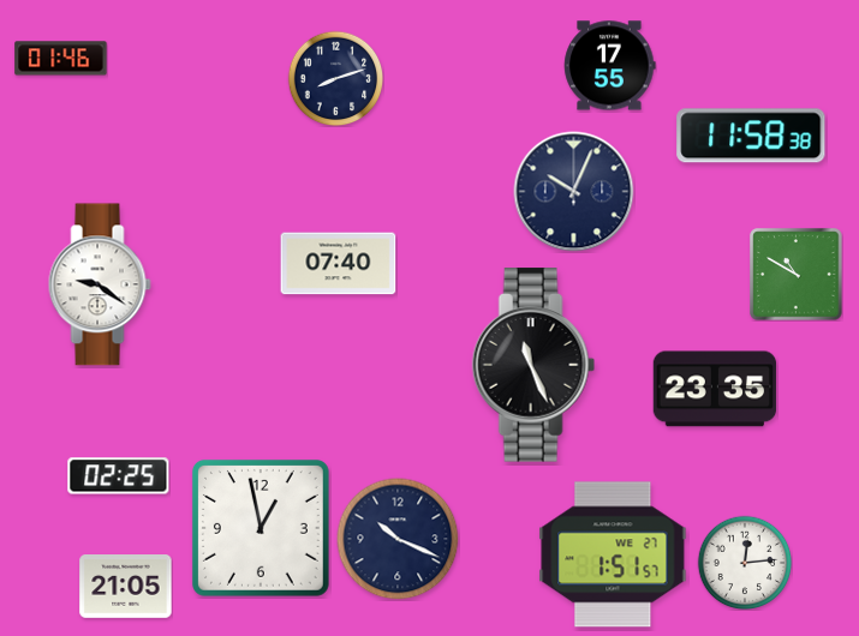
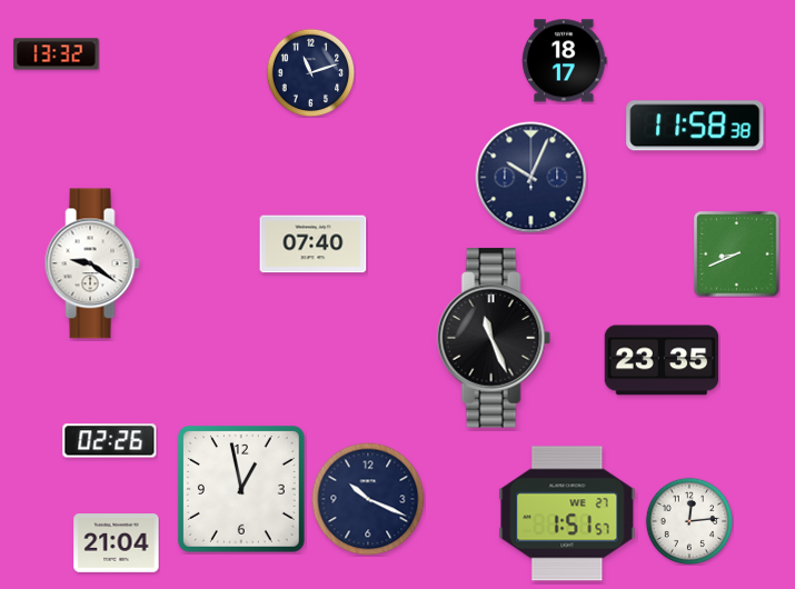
clock at (61, 59): 01:46 -> 13:32
clock at (610, 66): 17:55 -> 18:17
clock at (335, 78): 8:12 -> 11:12
clock at (797, 275): 10:50 -> 8:41
clock at (119, 476): 02:25 -> 02:26
clock at (126, 587): 21:05 -> 21:04
